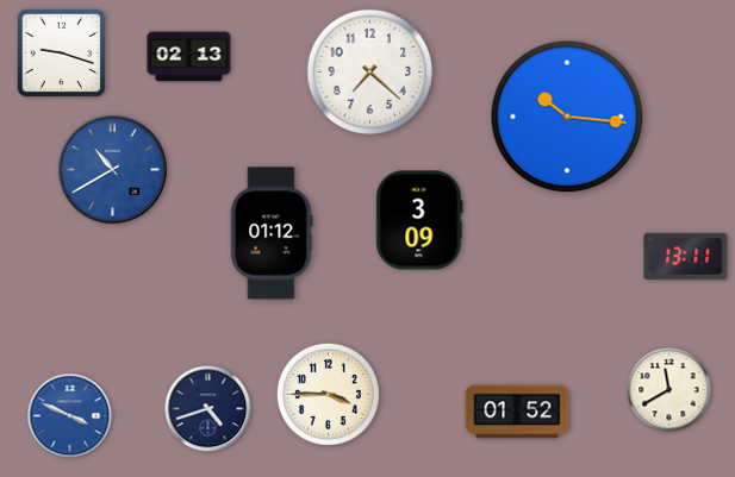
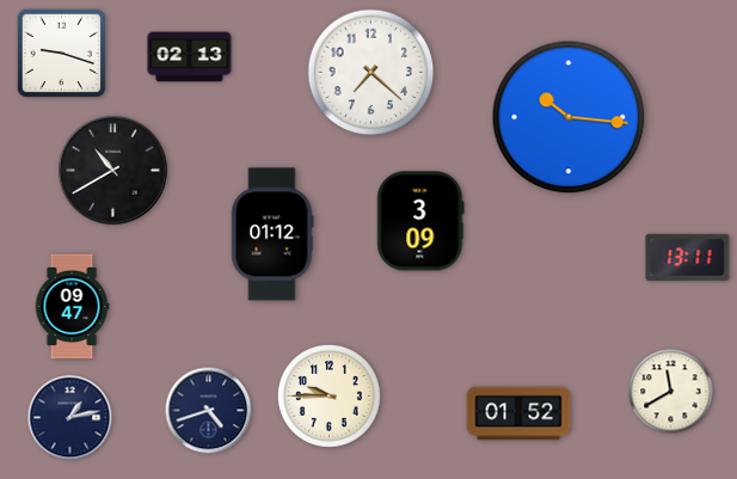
clock at (113, 170) dial: blue -> black
clock at (72, 307): none -> 09:47
clock at (328, 394): 3:45 -> 9:45
clock at (70, 416): 3:49 -> 1:13
clock at (70, 416) dial: blue -> navy
